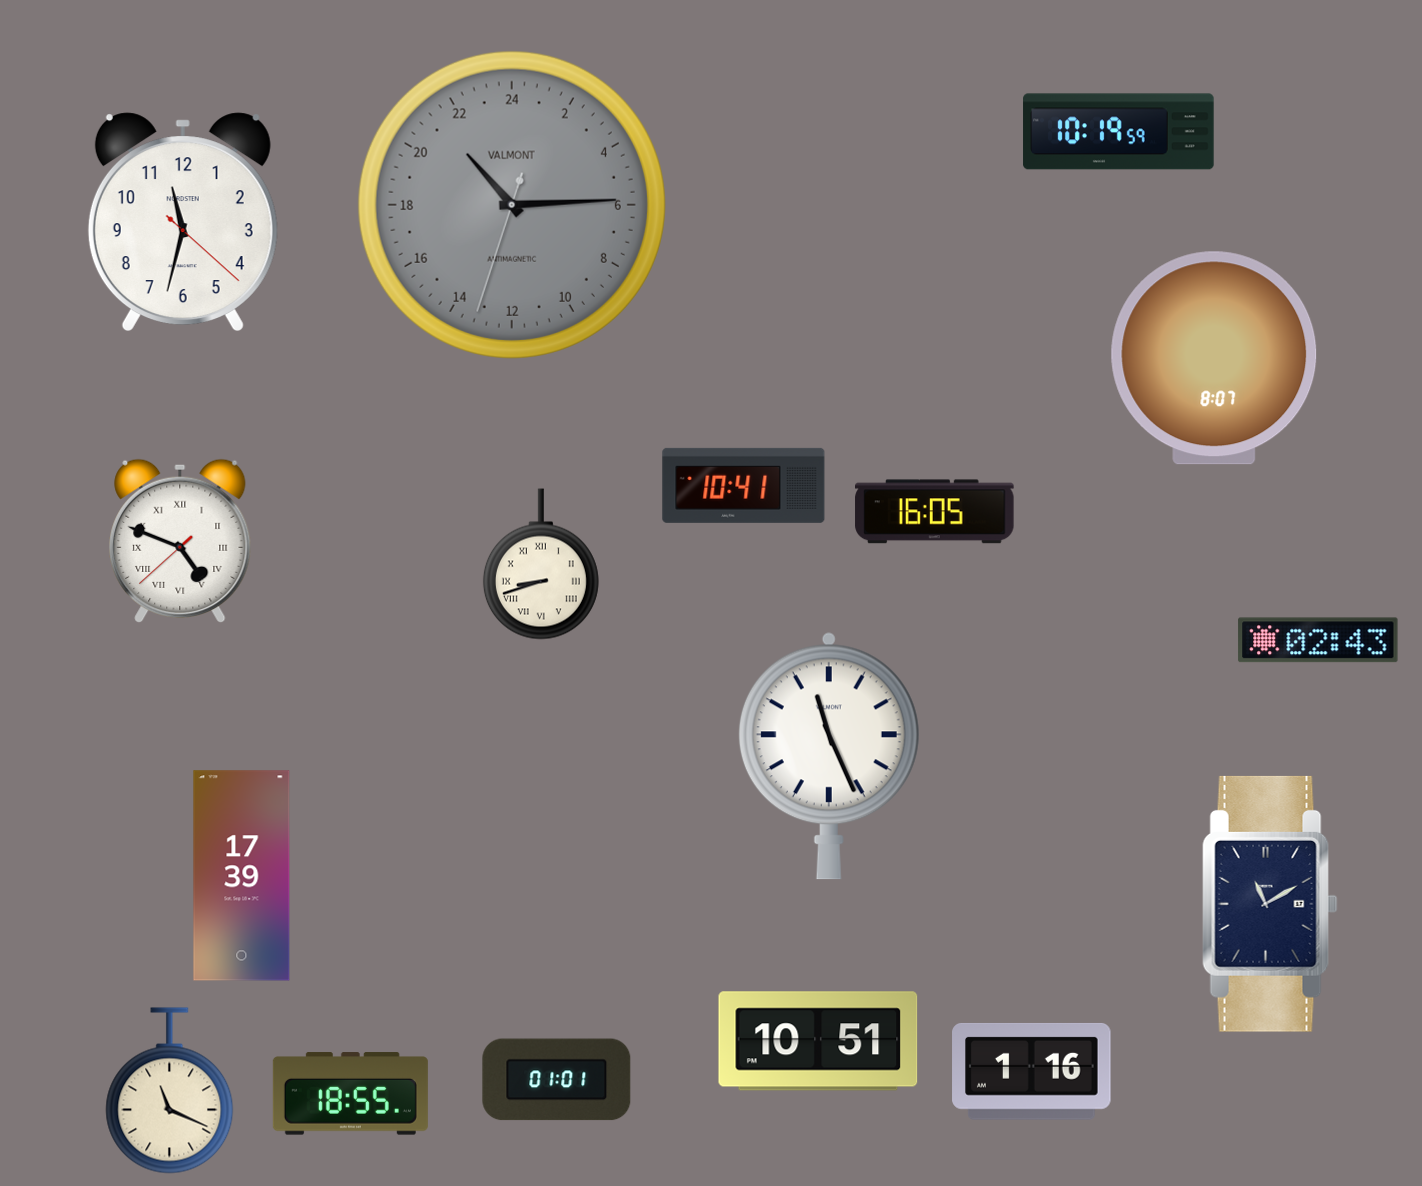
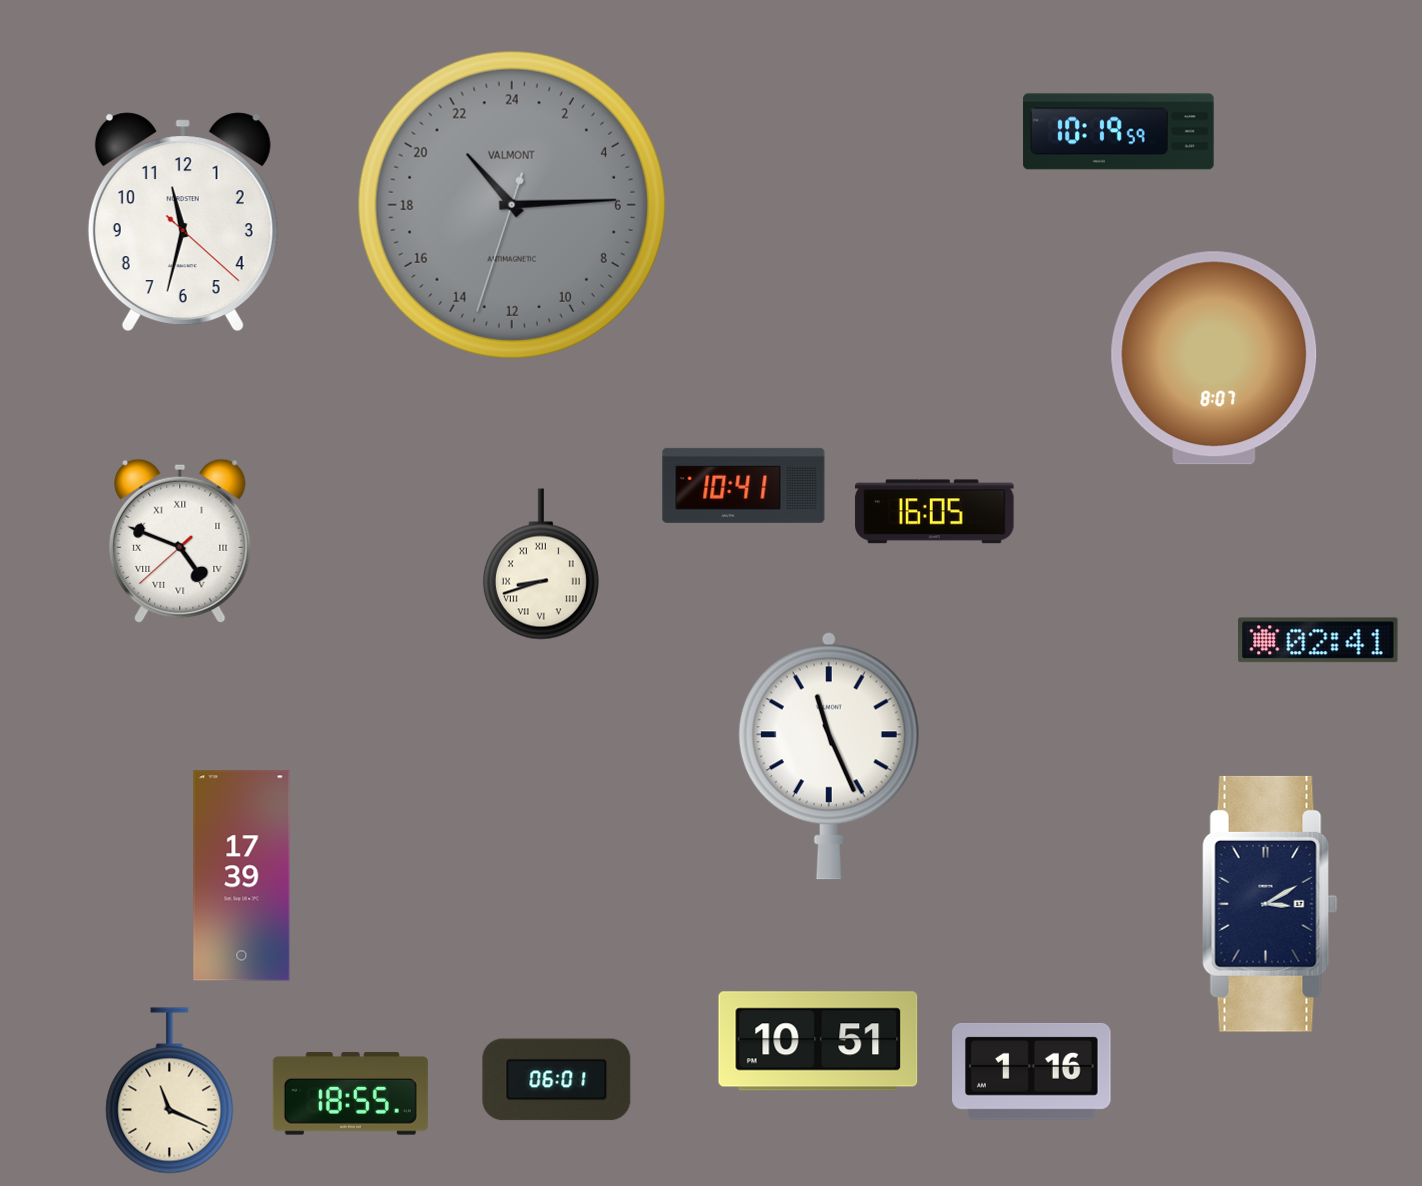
clock at (1318, 640): 02:43 -> 02:41
clock at (1270, 904): 11:10 -> 3:10
clock at (557, 1080): 01:01 -> 06:01
